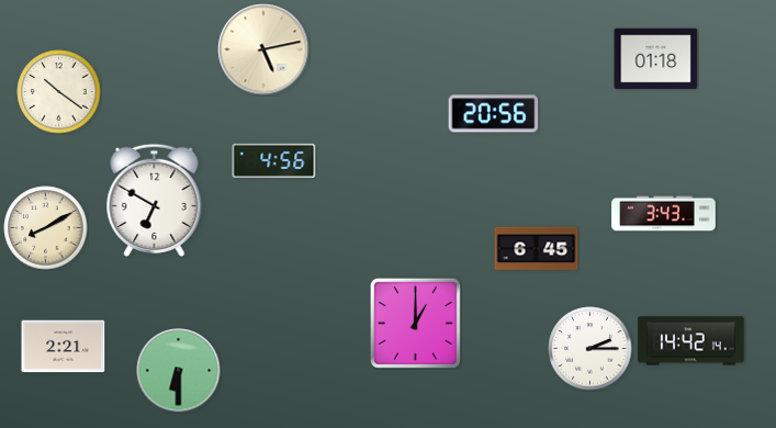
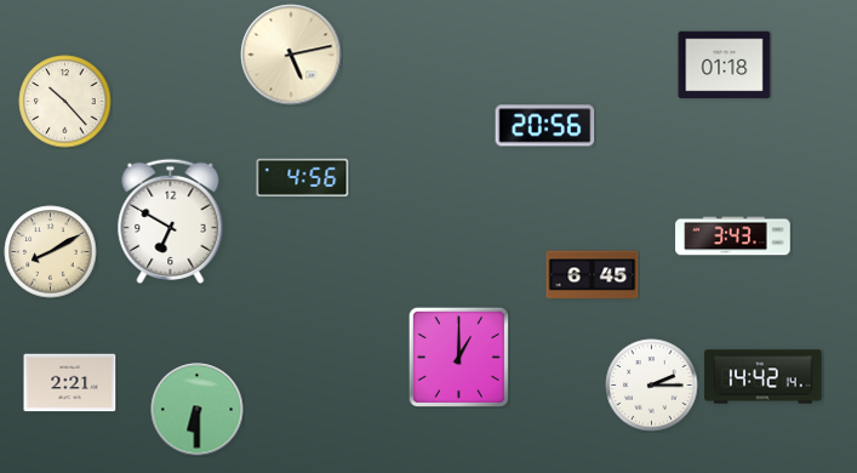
clock at (59, 92): 10:21 -> 10:23
